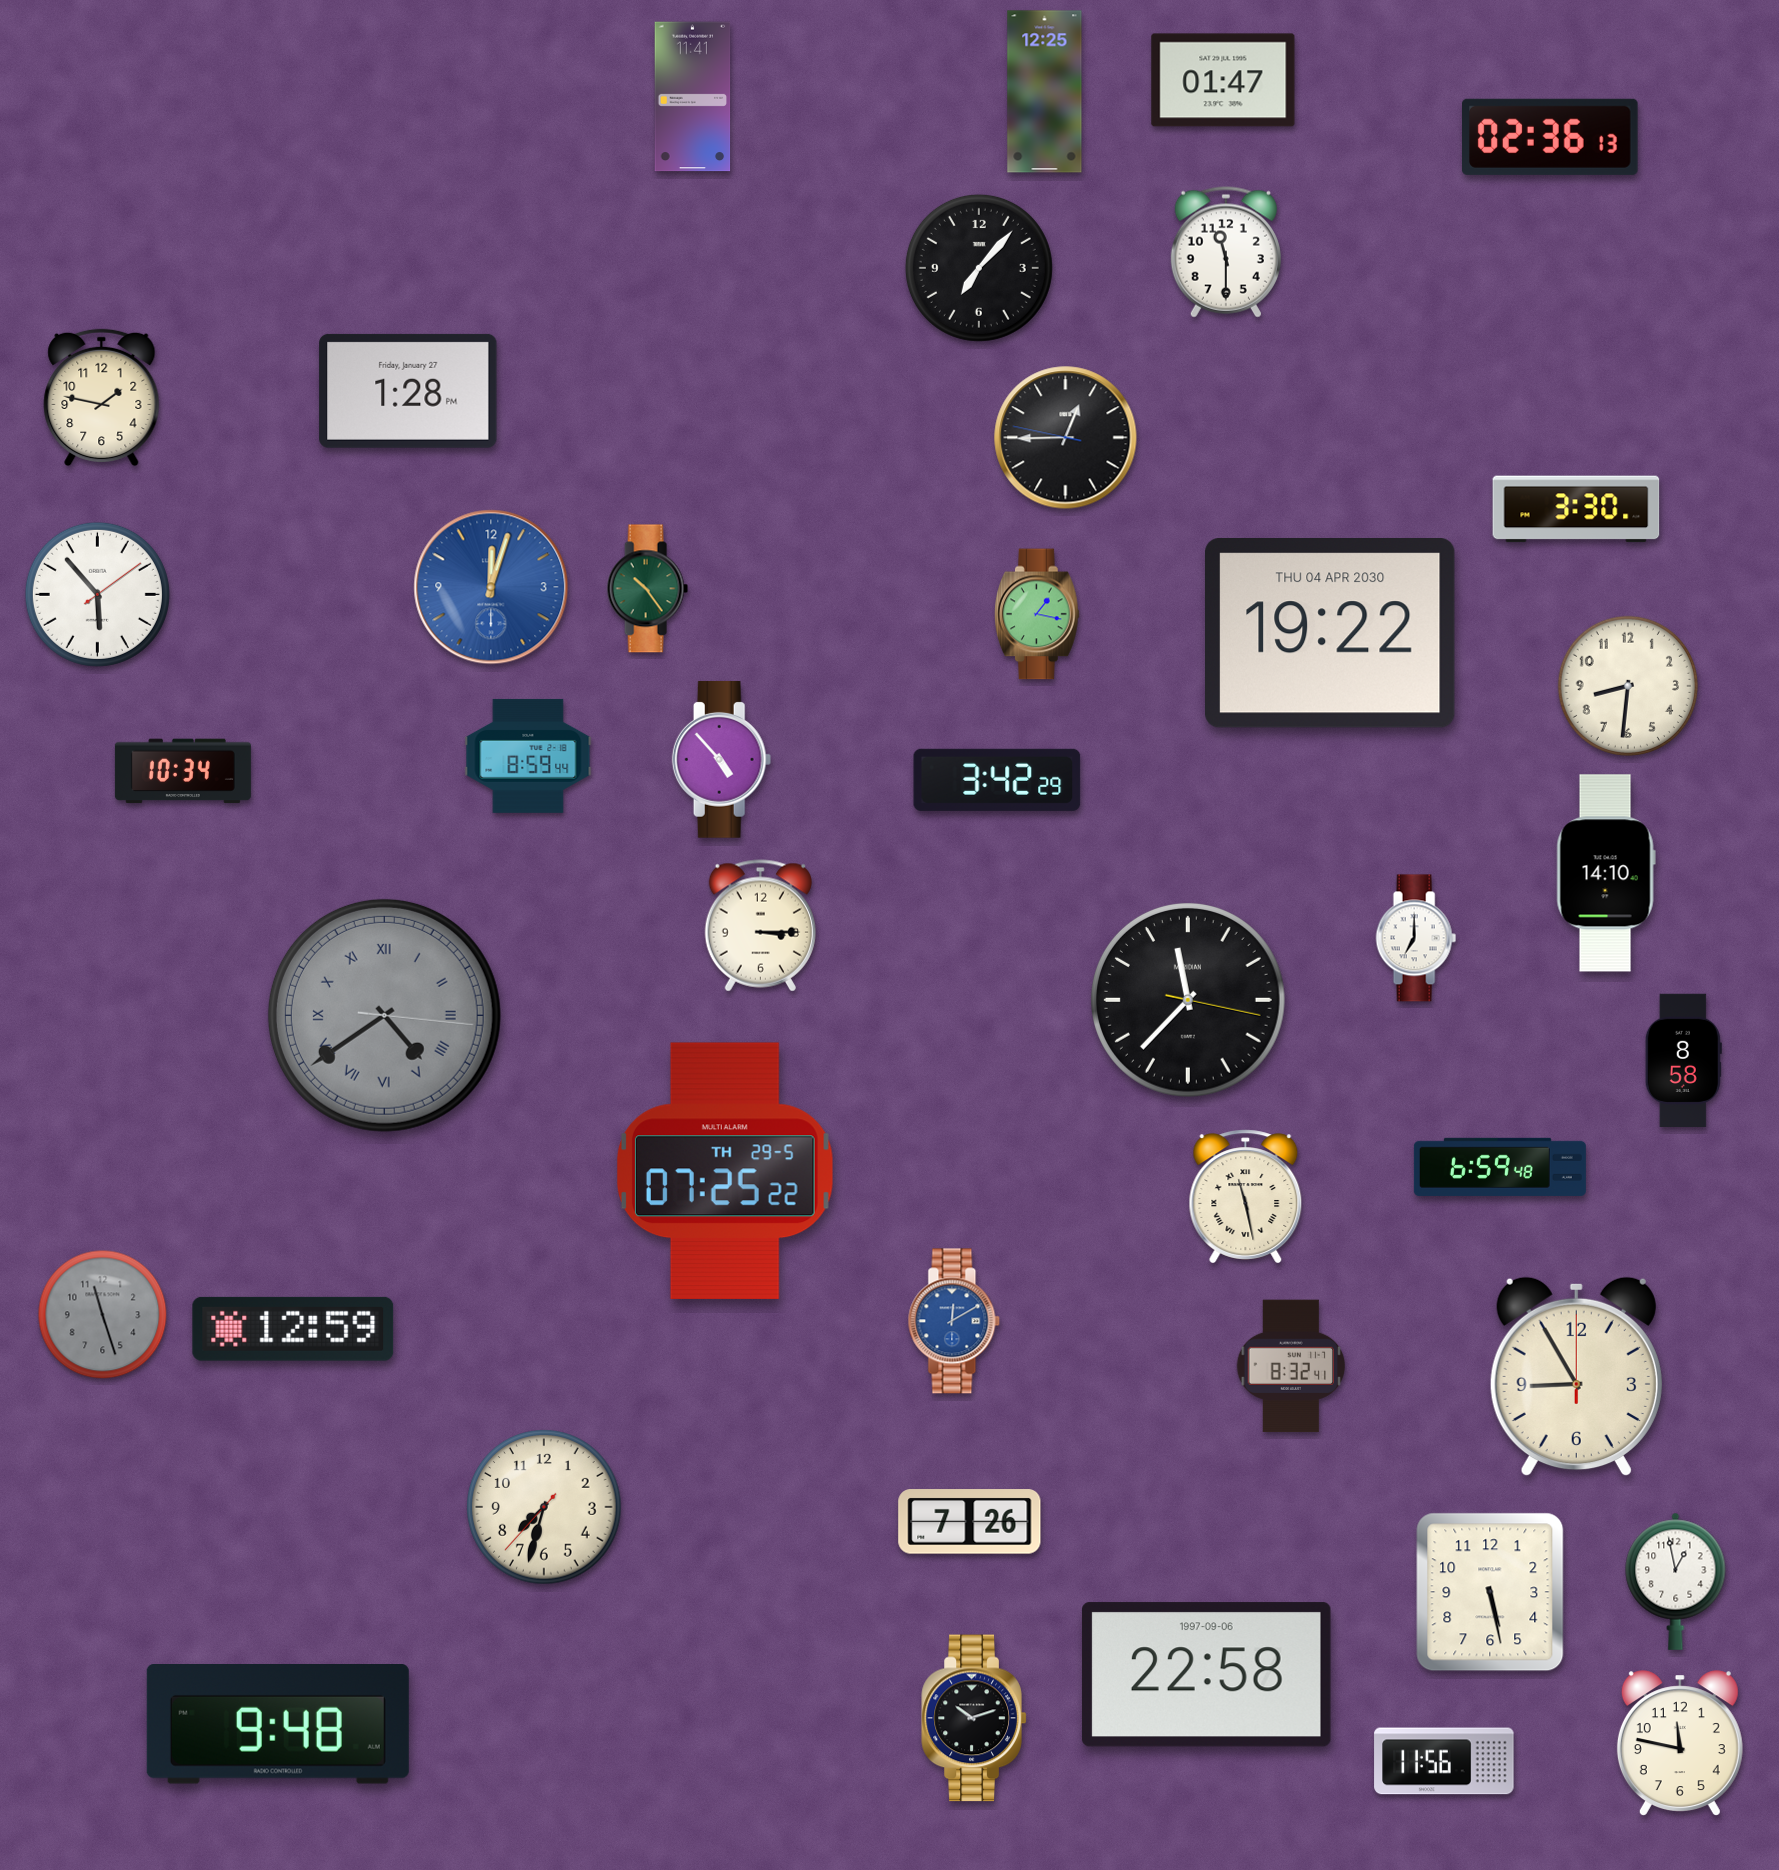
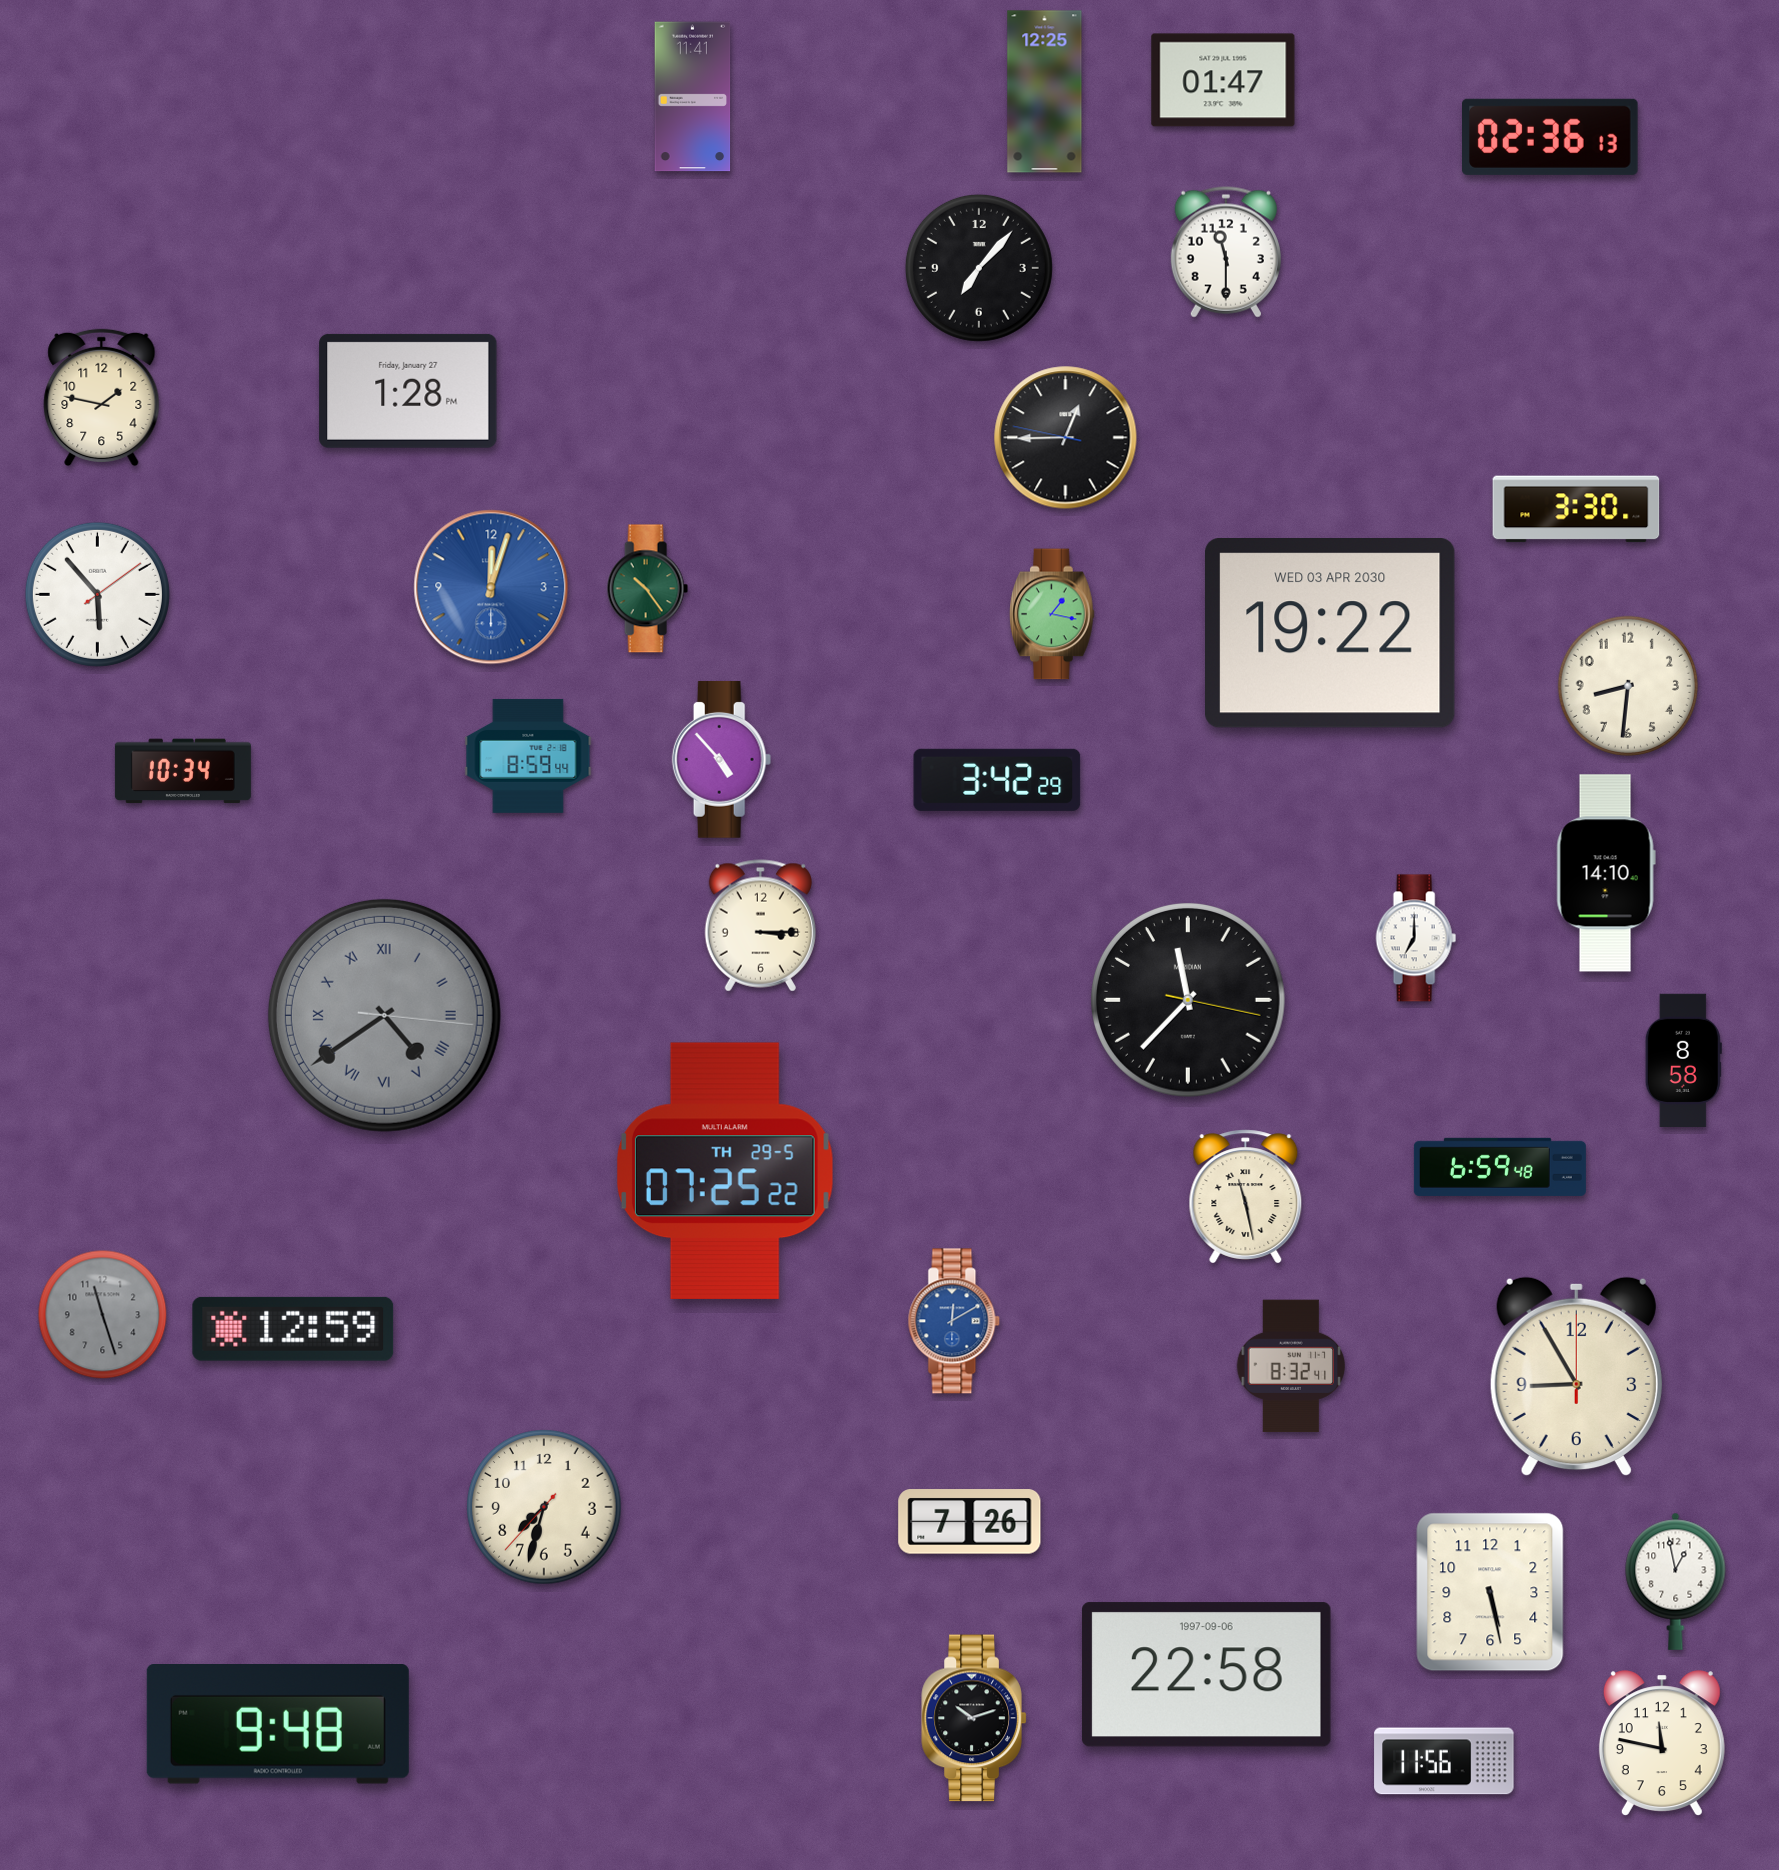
clock at (1038, 614) position: (1038, 614) -> (1053, 614)
clock at (1331, 634) date: THU 04 APR 2030 -> WED 03 APR 2030
clock at (1680, 1743) position: (1680, 1743) -> (1662, 1743)
